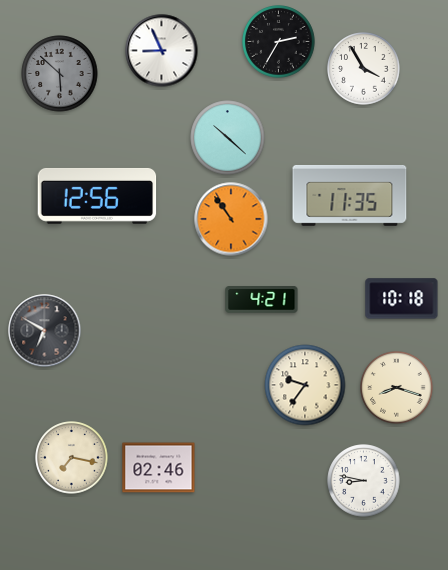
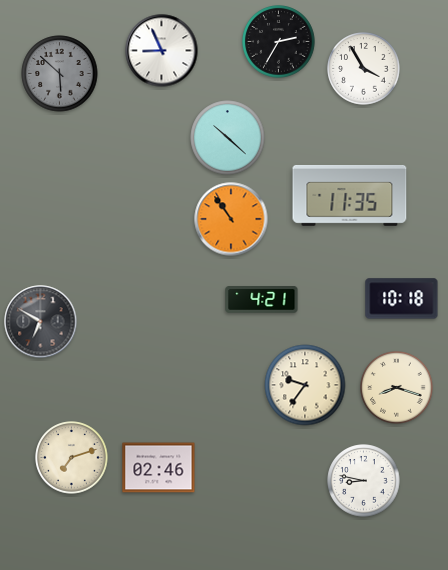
clock at (97, 196): 12:56 -> none
clock at (45, 331) position: (45, 331) -> (41, 322)
clock at (72, 458): 7:17 -> 7:12
